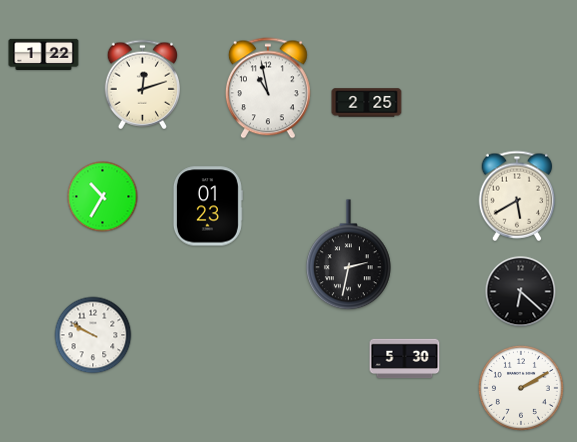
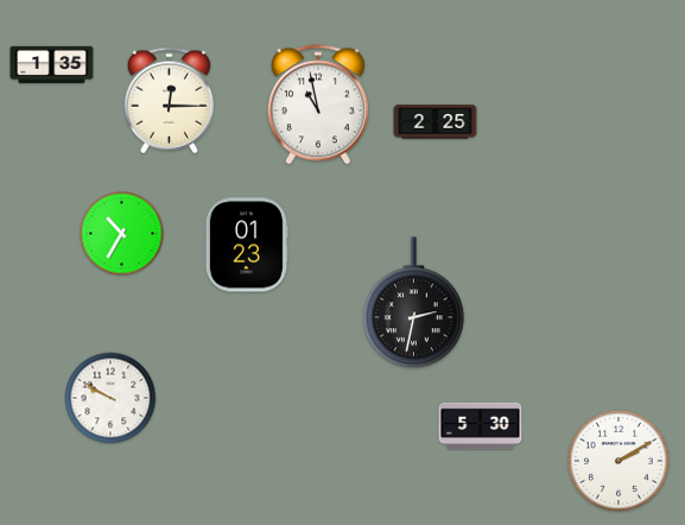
clock at (44, 54): 1:22 -> 1:35
clock at (142, 85): 12:12 -> 12:15
clock at (517, 196): 5:40 -> none
clock at (521, 292): 6:22 -> none
